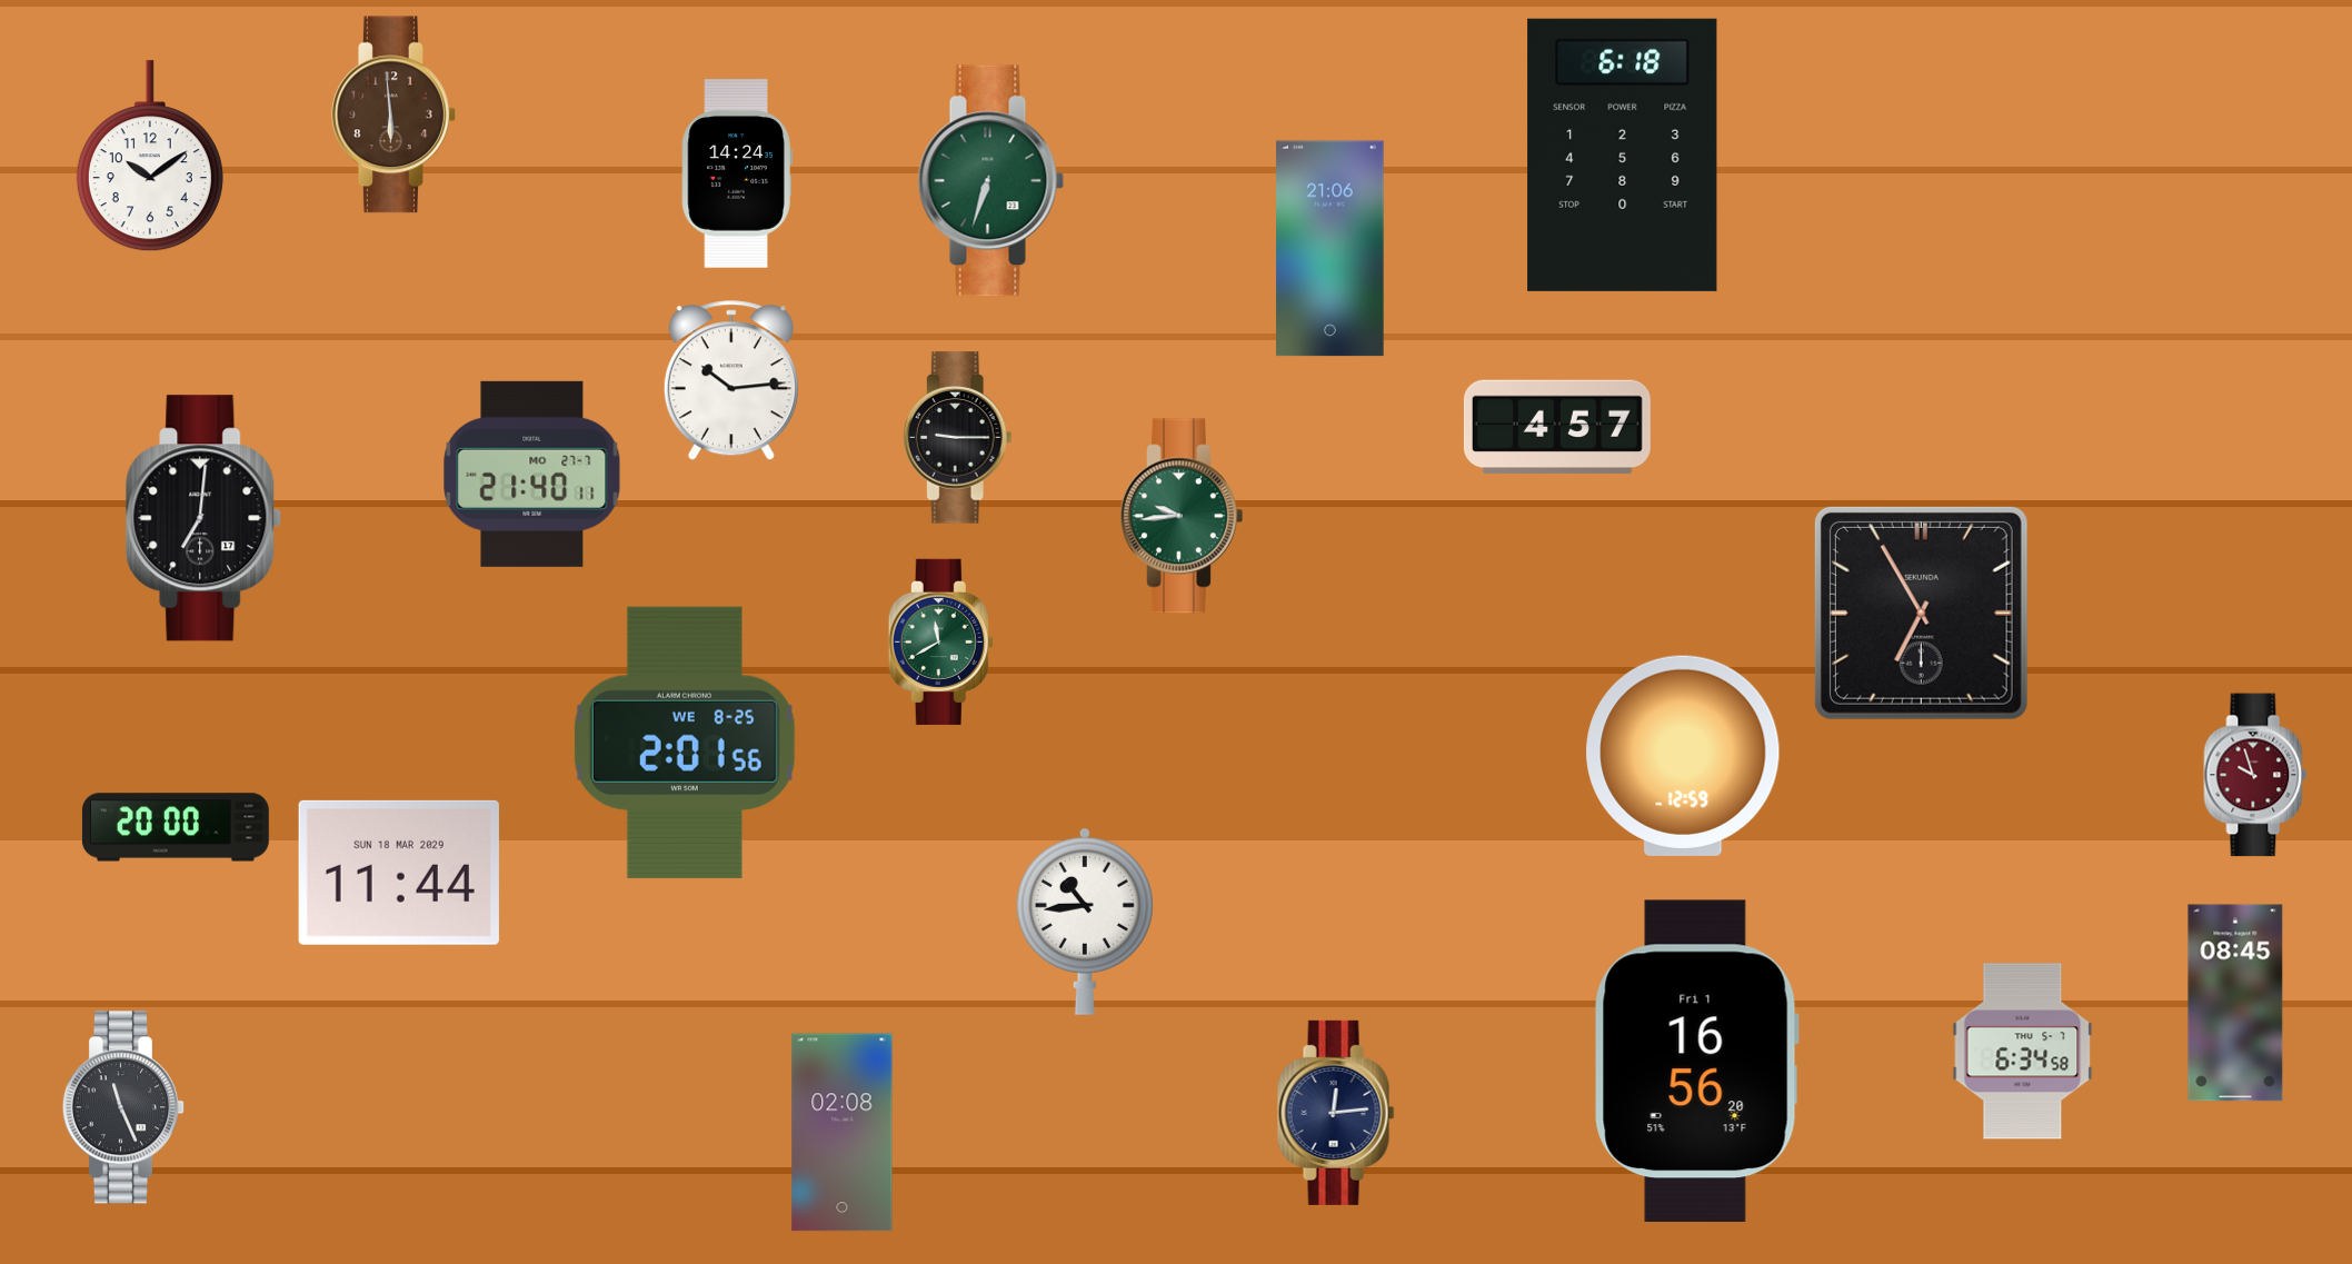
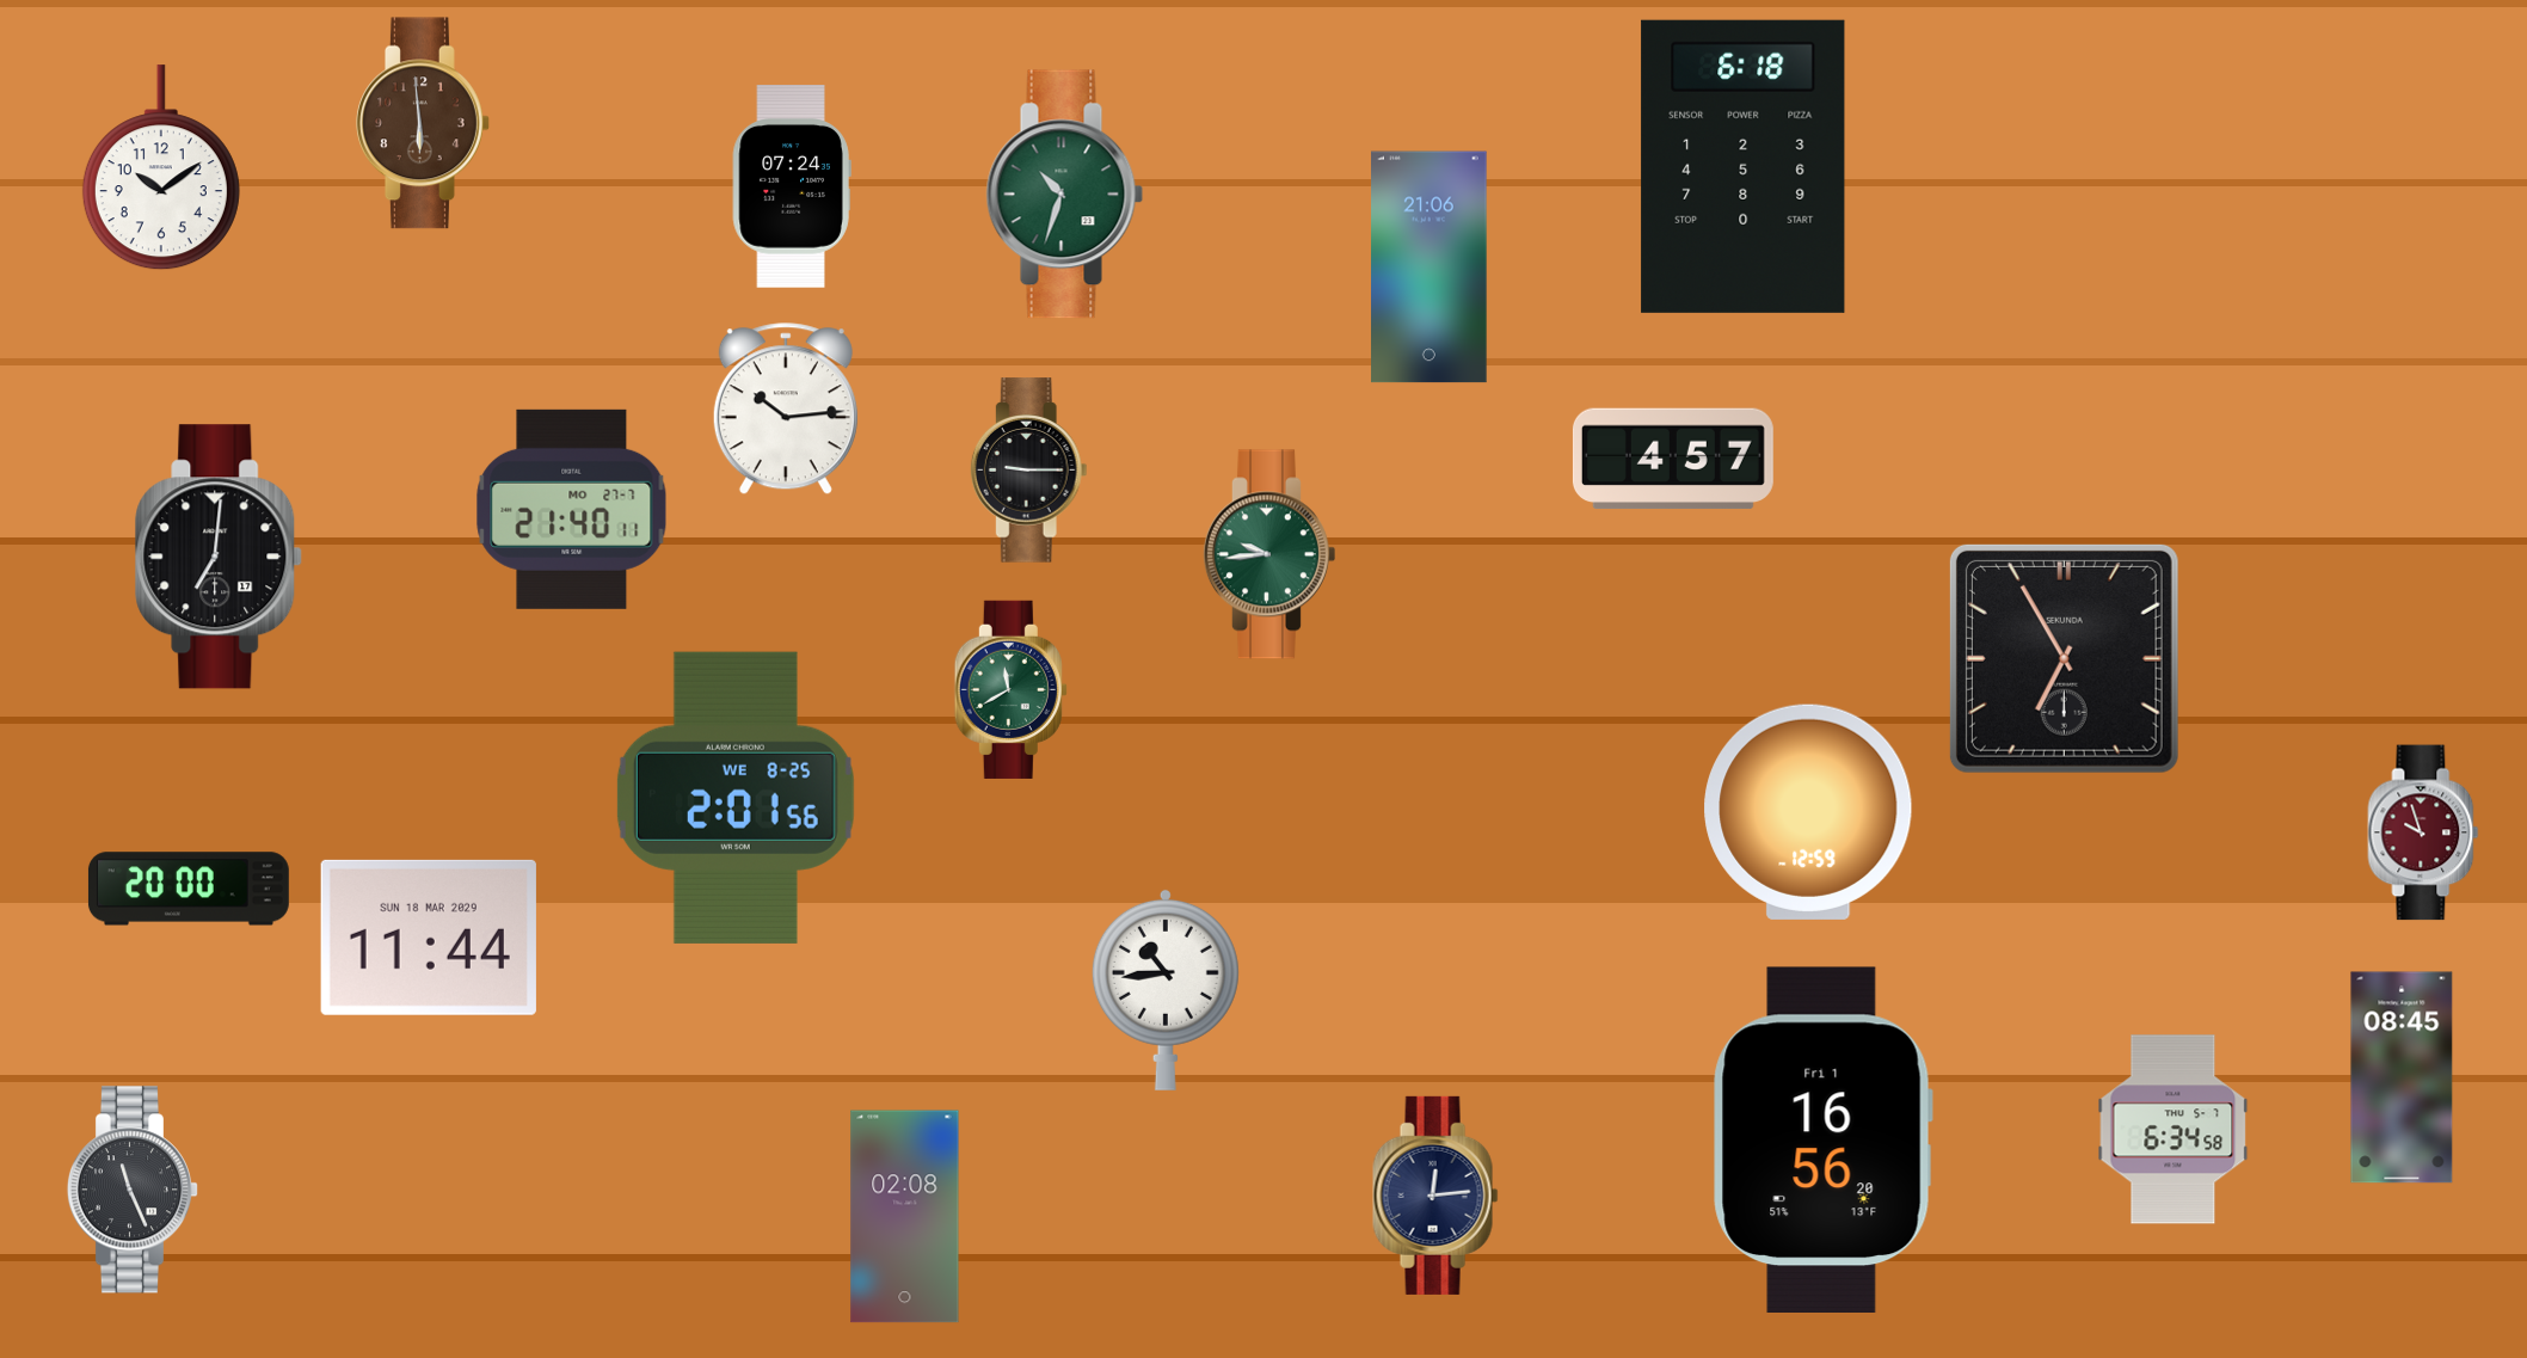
clock at (737, 173): 14:24 -> 07:24
clock at (991, 181): 6:33 -> 10:33
